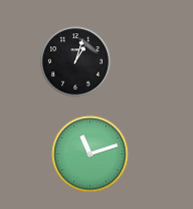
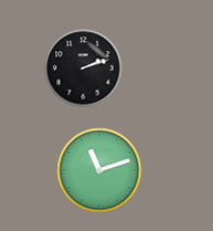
clock at (76, 62): 1:03 -> 2:12
